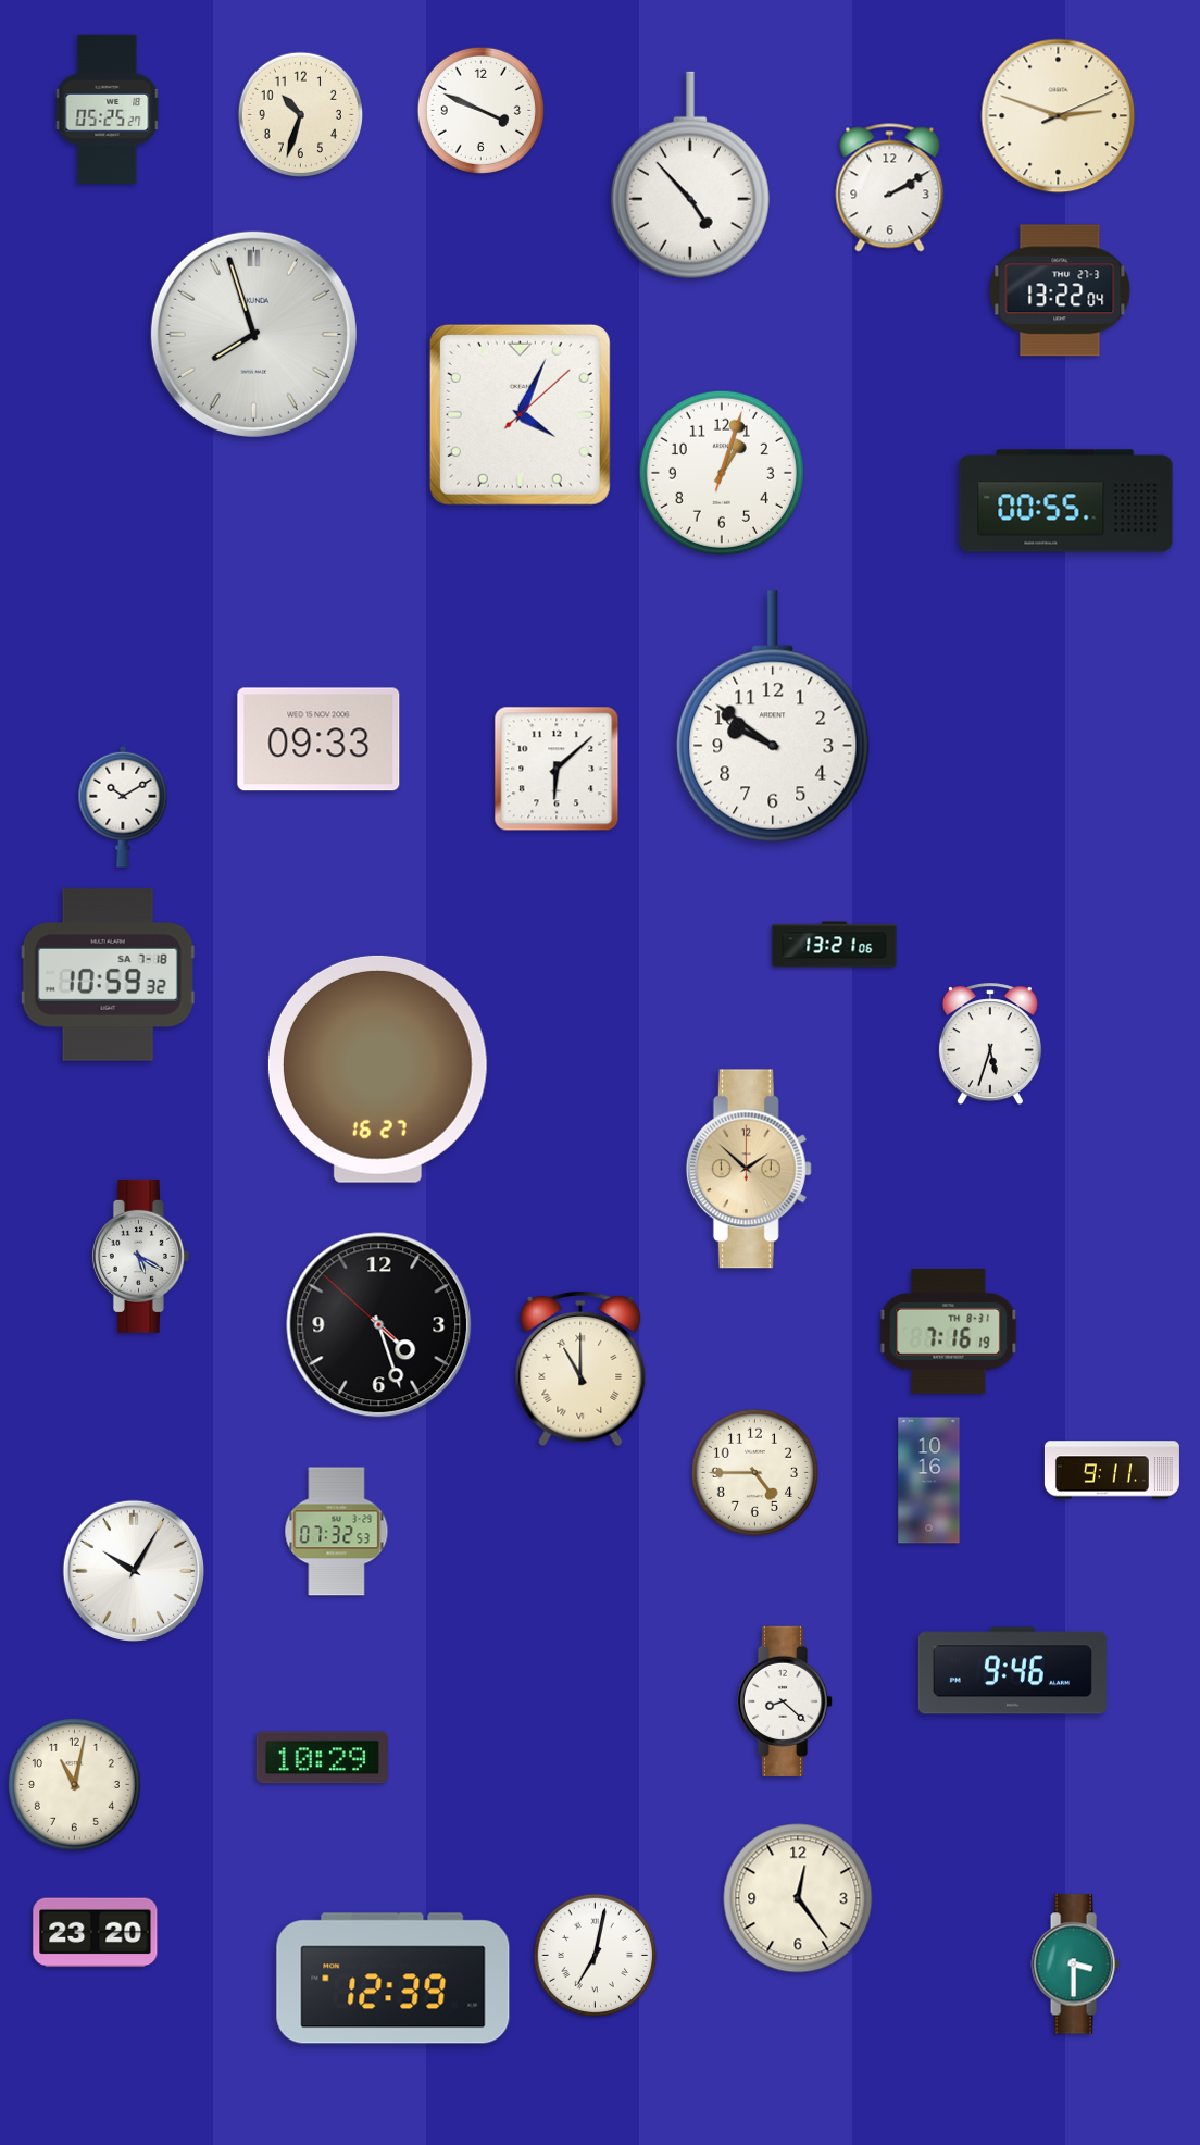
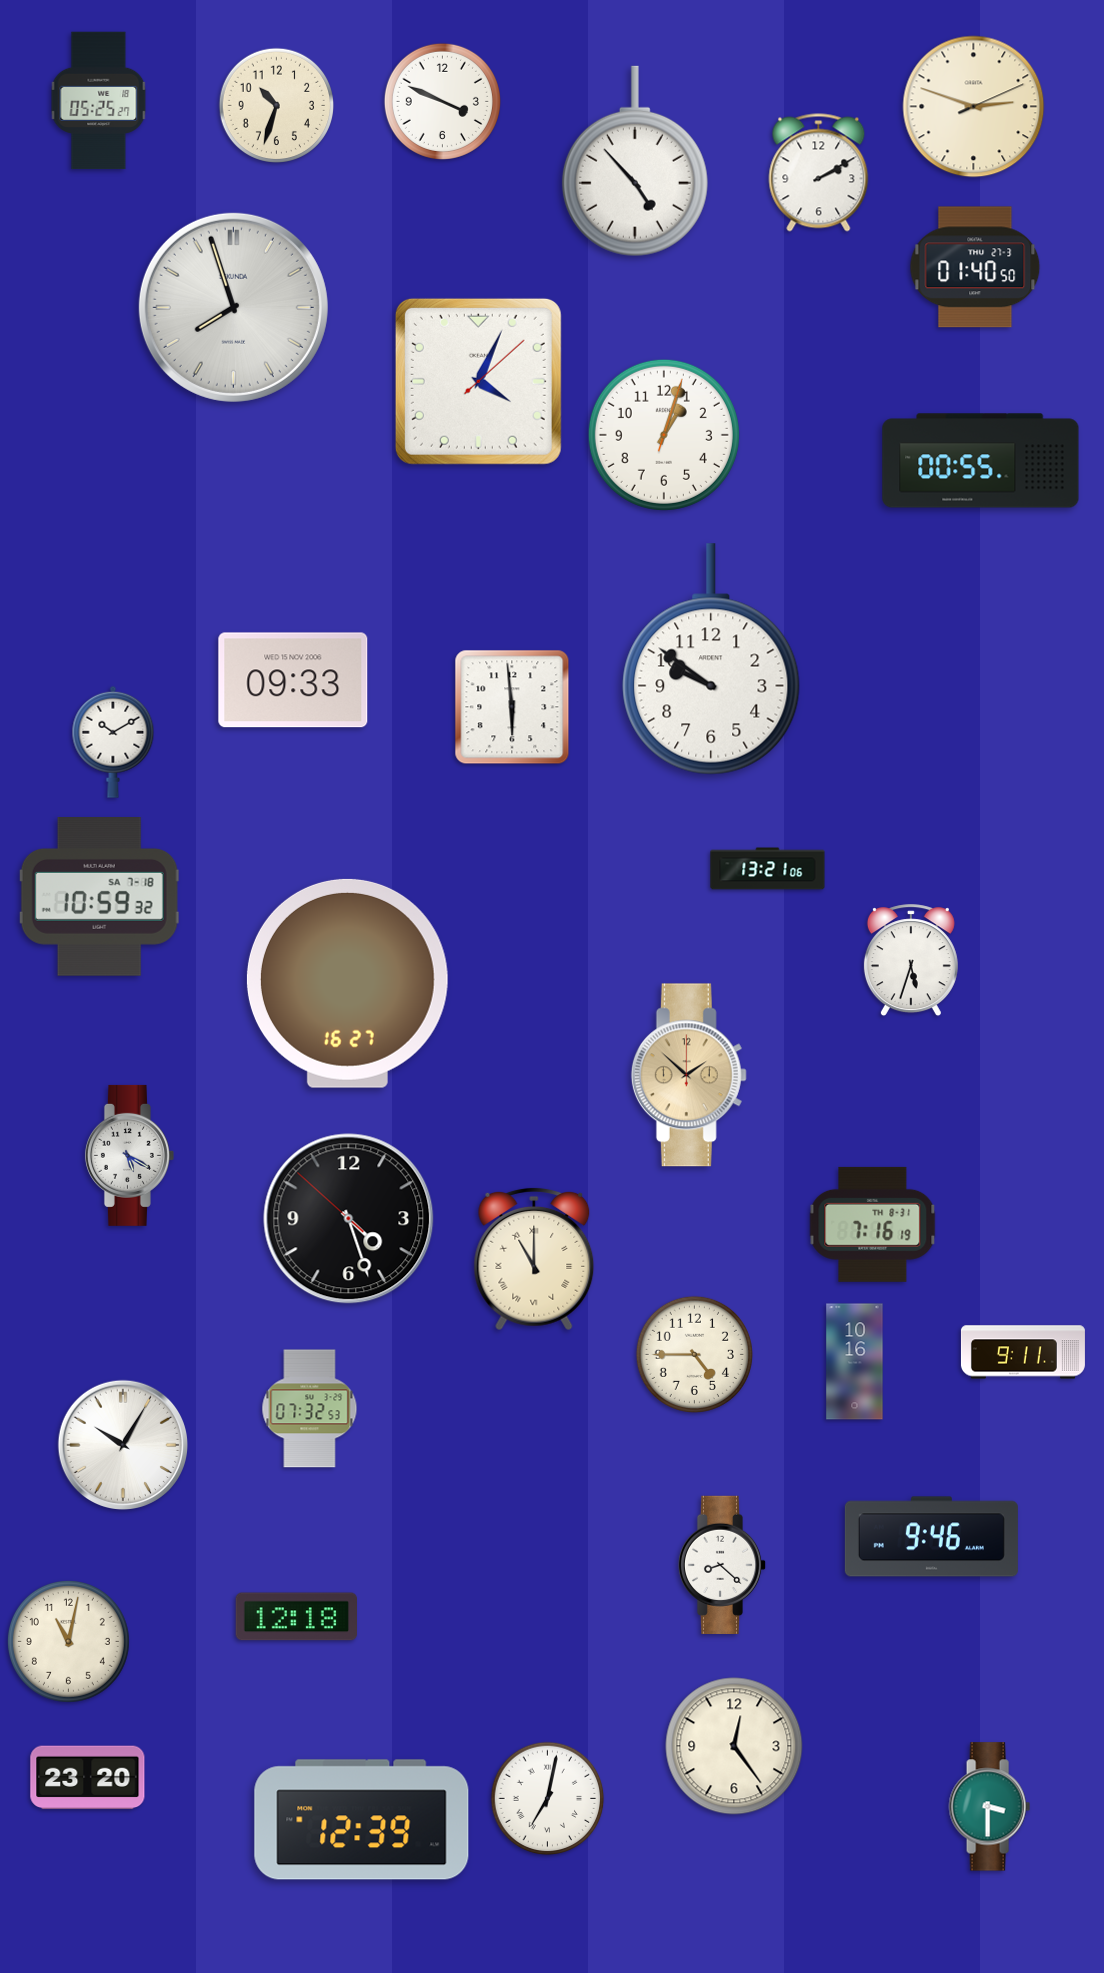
clock at (1060, 290): 13:22 -> 01:40
clock at (557, 769): 6:08 -> 5:59
clock at (322, 1758): 10:29 -> 12:18
